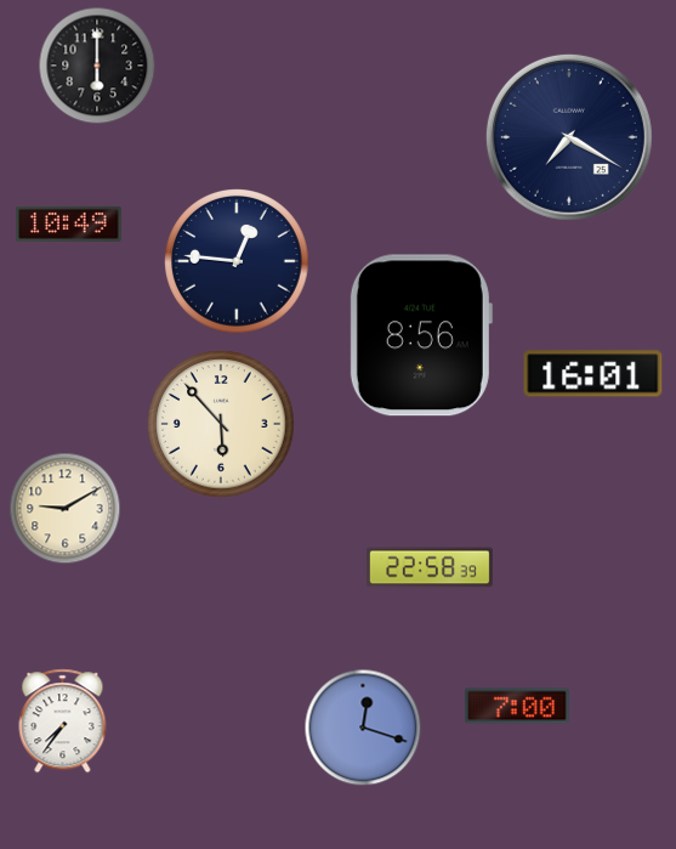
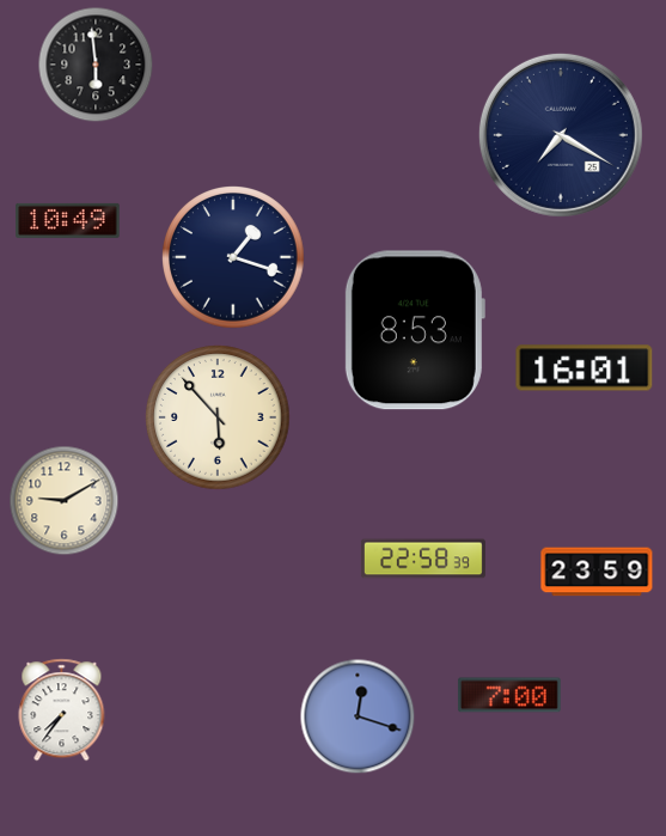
clock at (97, 66): 6:00 -> 5:59
clock at (237, 261): 12:46 -> 1:18
clock at (421, 335): 8:56 -> 8:53
clock at (597, 572): none -> 23:59
